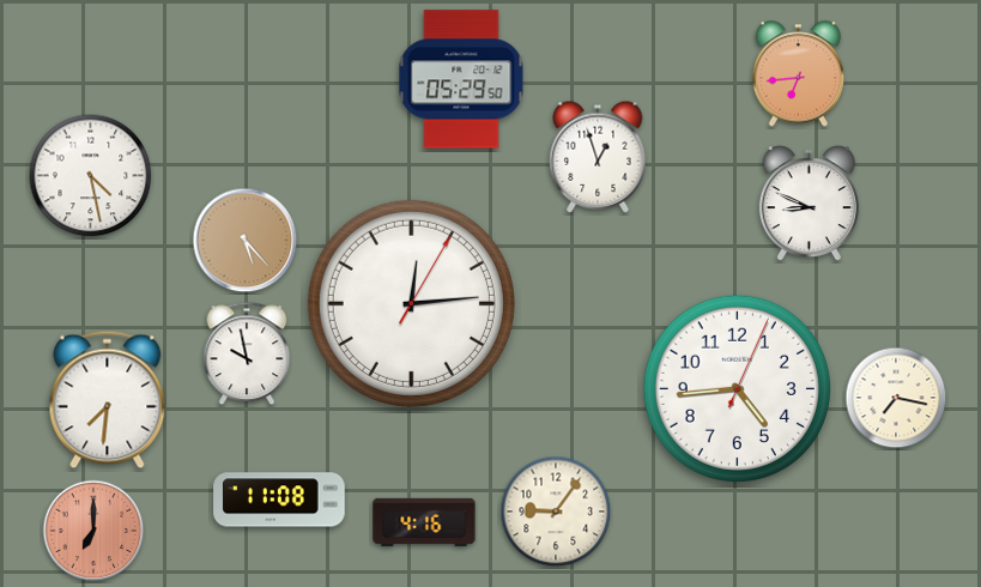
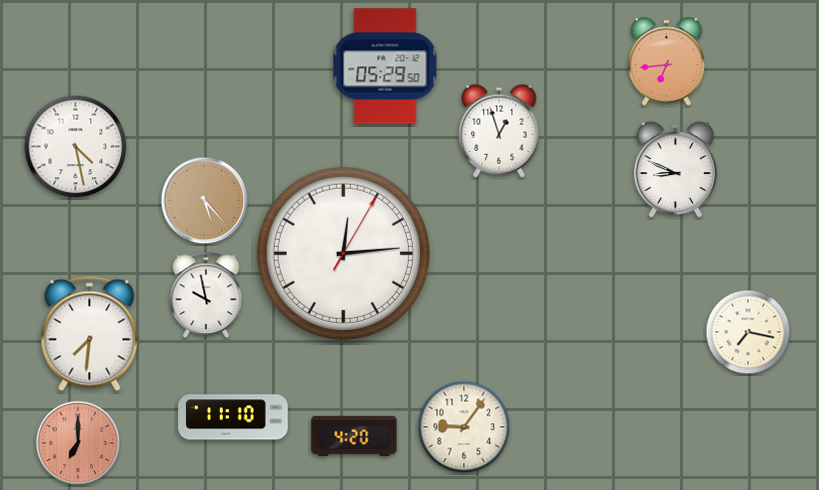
clock at (737, 388): 4:44 -> none
clock at (279, 500): 11:08 -> 11:10
clock at (424, 522): 4:16 -> 4:20
